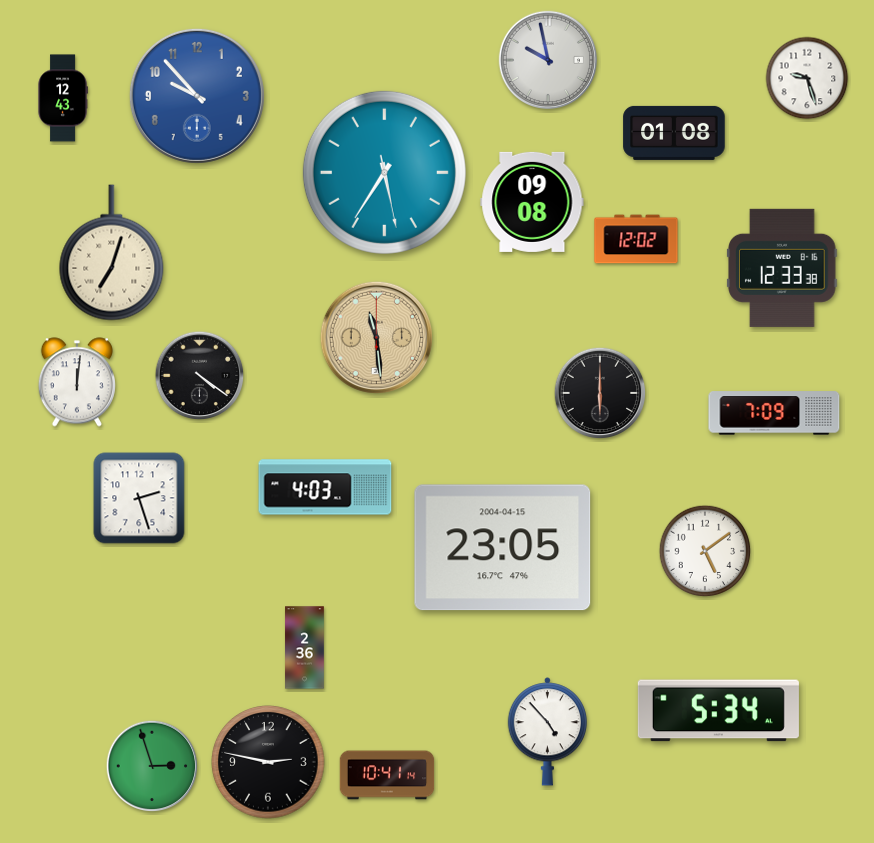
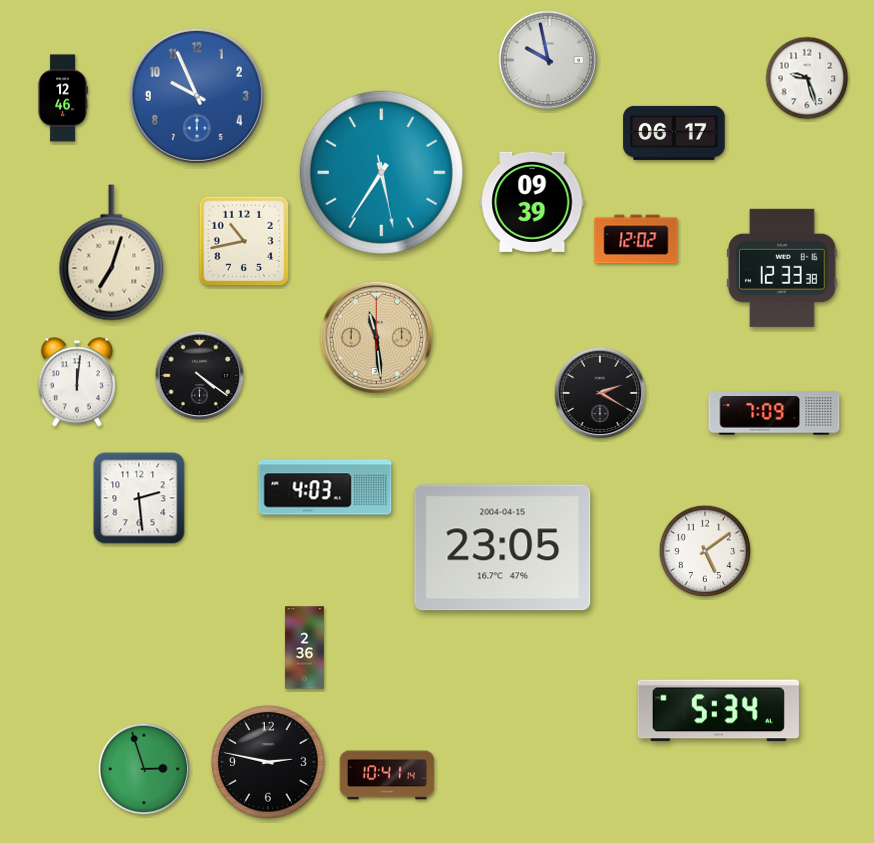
clock at (197, 96): 9:53 -> 9:56
clock at (63, 98): 12:43 -> 12:46
clock at (674, 133): 01:08 -> 06:17
clock at (384, 172) position: (384, 172) -> (381, 172)
clock at (532, 202): 09:08 -> 09:39
clock at (244, 241): none -> 10:43
clock at (600, 393): 6:00 -> 2:20
clock at (139, 498): 2:27 -> 2:29
clock at (547, 732): 4:53 -> none
clock at (152, 766) position: (152, 766) -> (144, 769)
